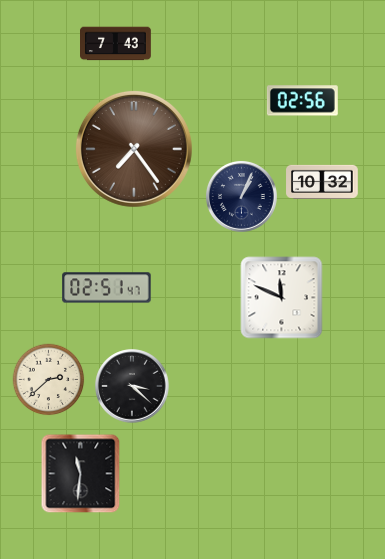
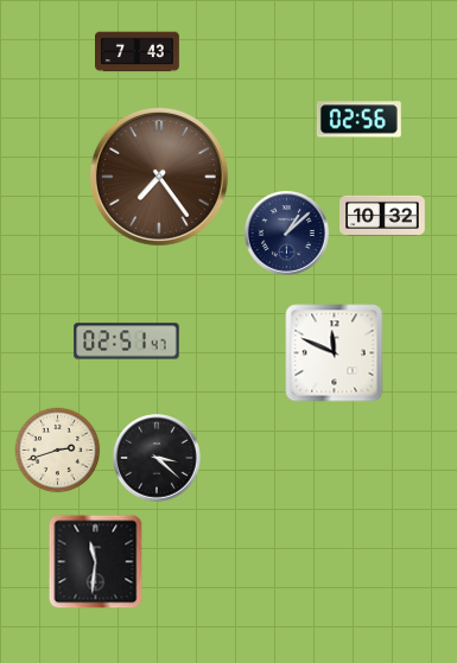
clock at (242, 197): 1:04 -> 1:08
clock at (49, 380): 2:38 -> 2:42
